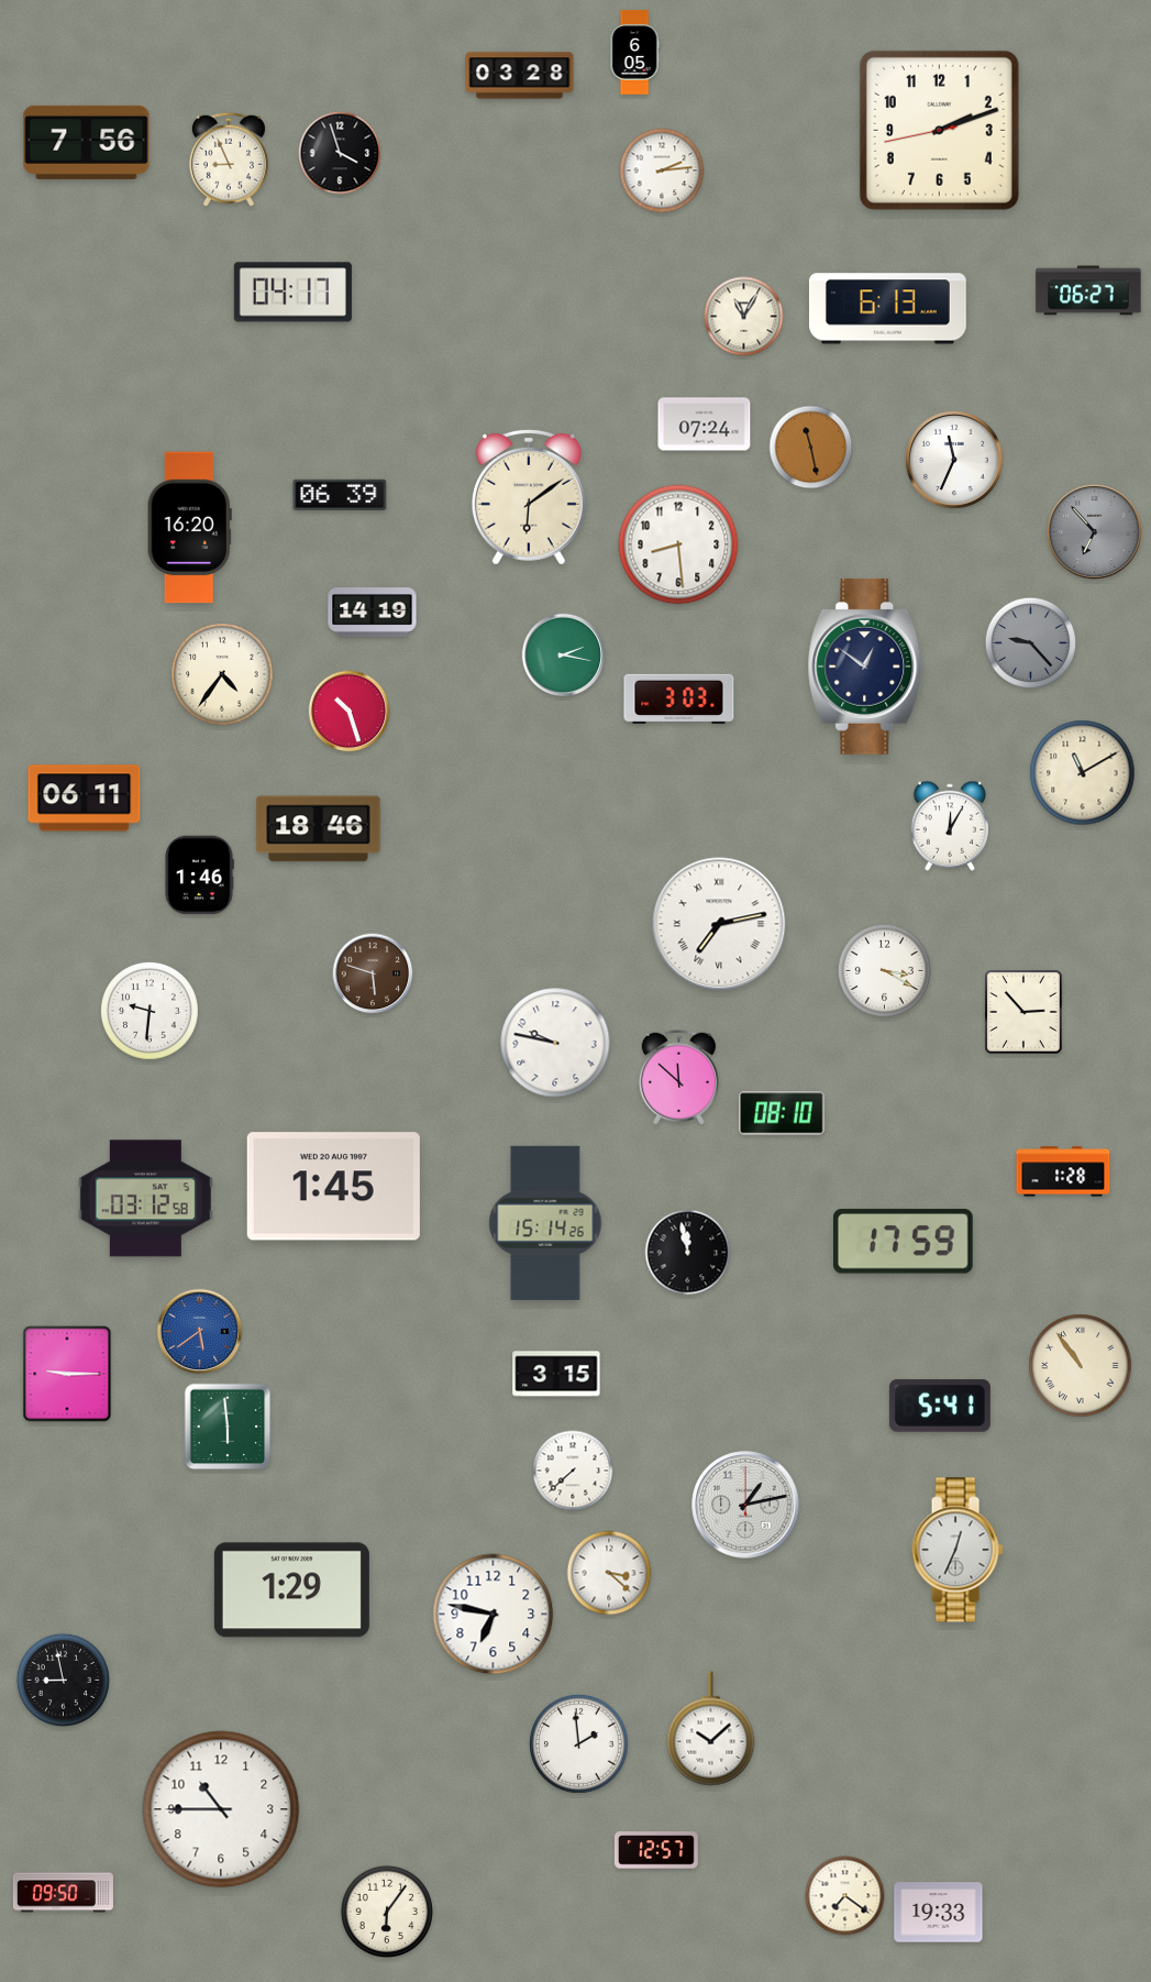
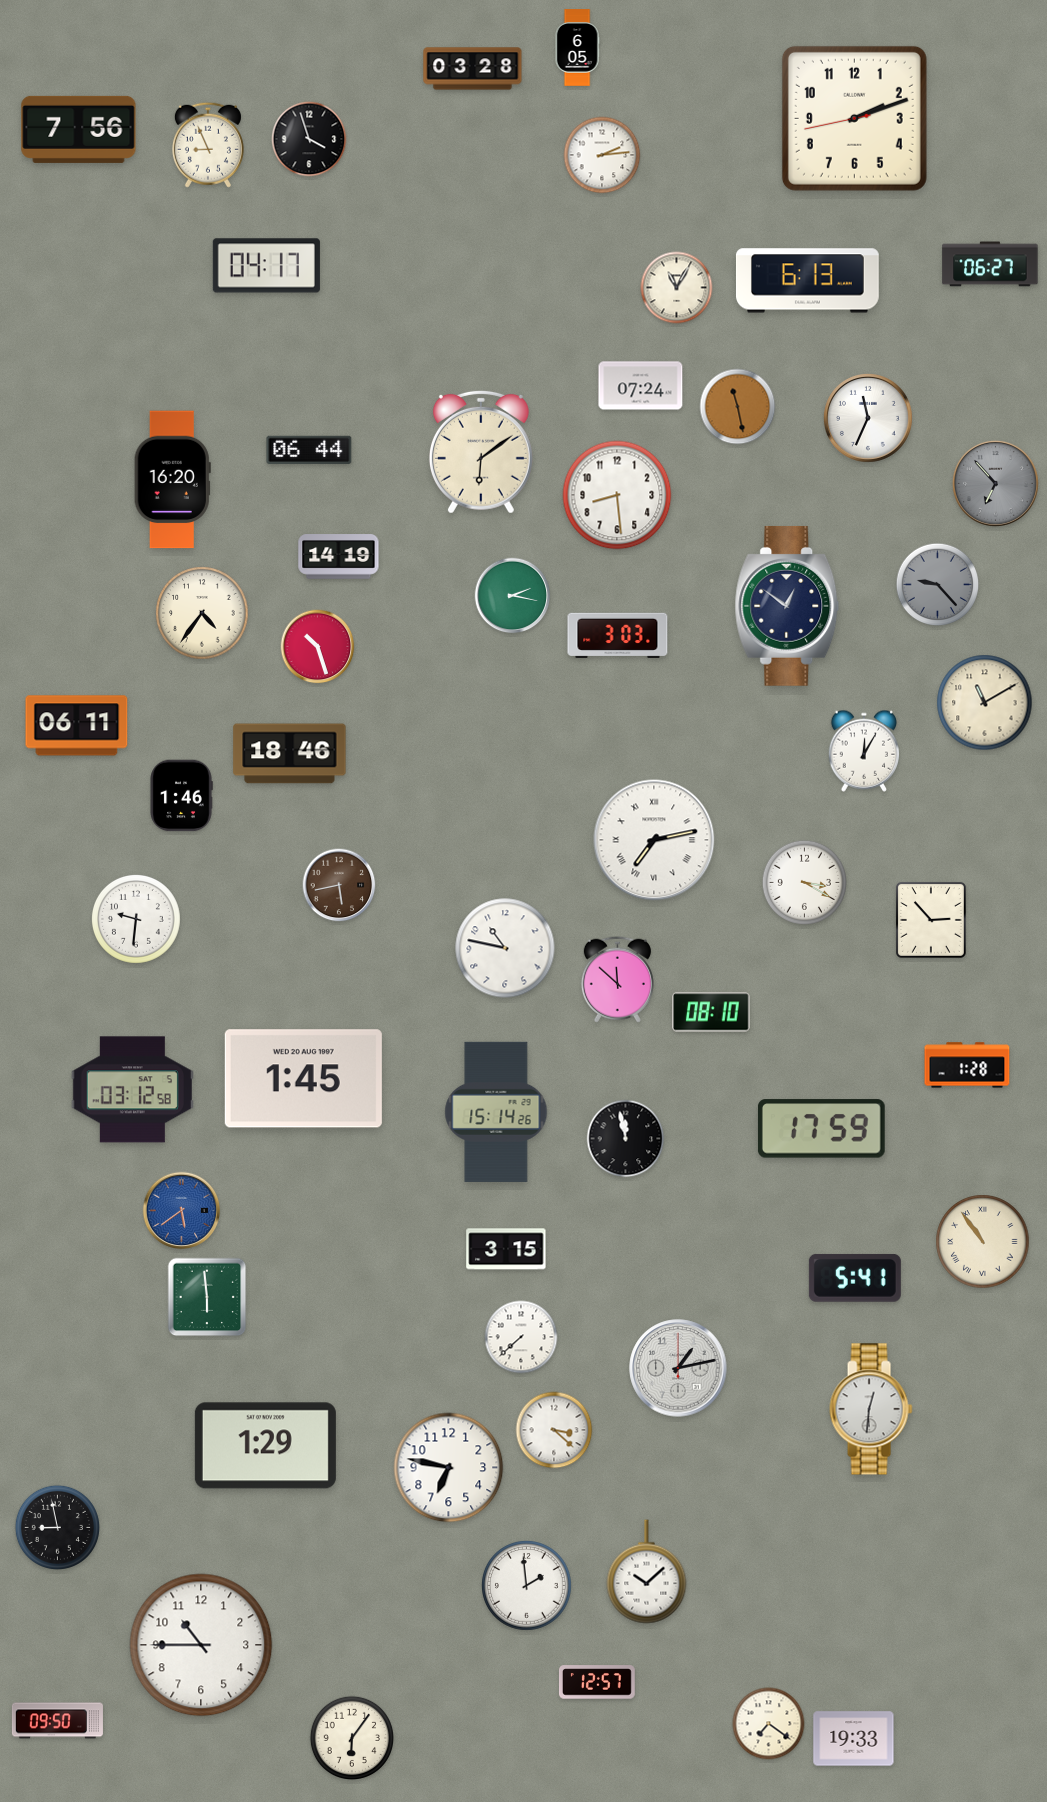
clock at (340, 495): 06:39 -> 06:44
clock at (373, 973): 5:48 -> 5:43
clock at (555, 1043): 9:47 -> 10:47
clock at (67, 1374): 9:15 -> none
clock at (958, 1550): 12:34 -> 12:31
